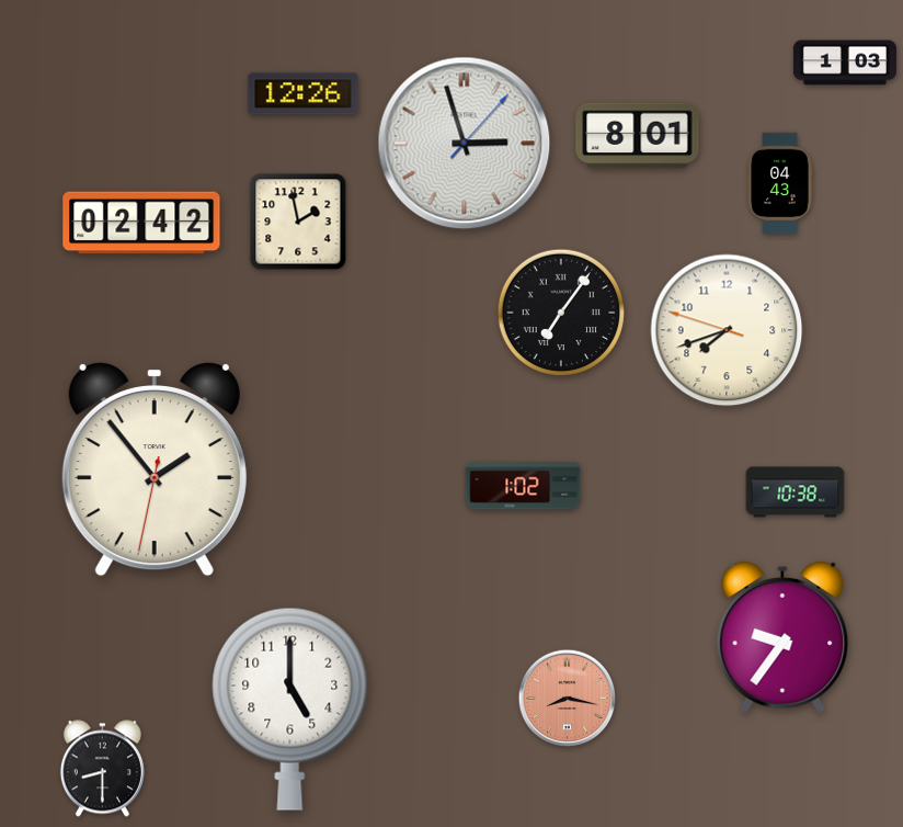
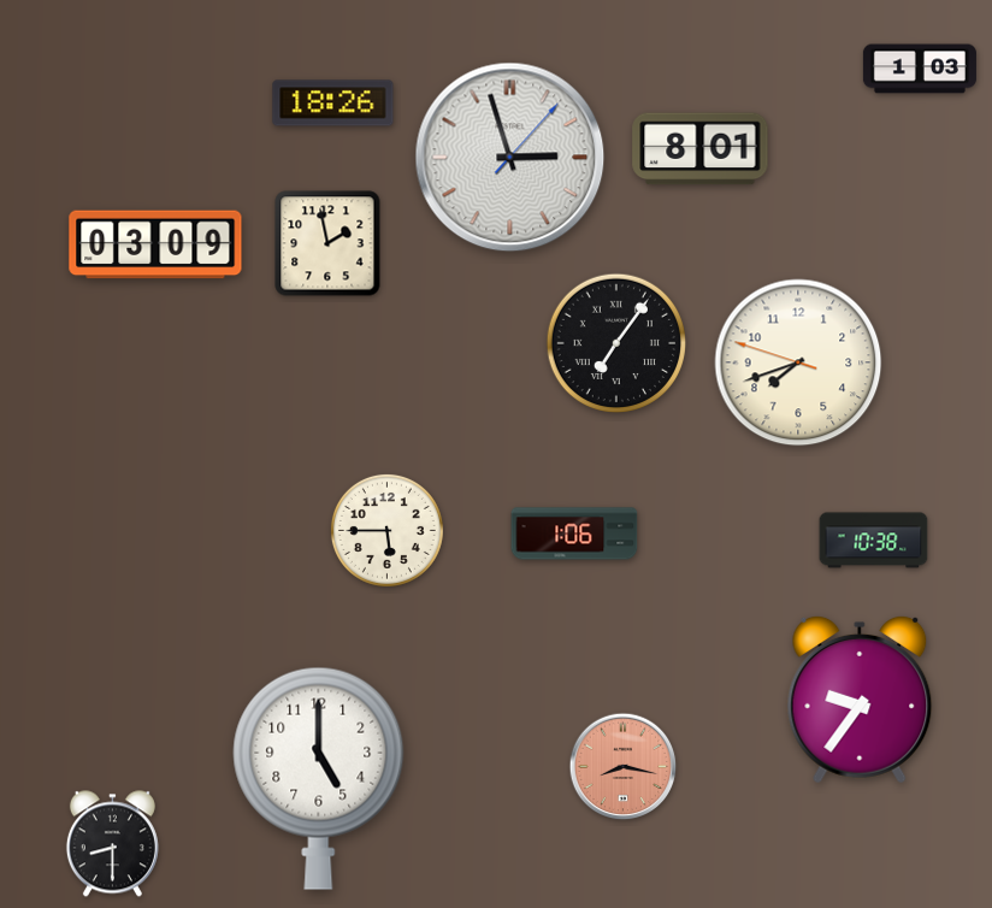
clock at (845, 63) position: (845, 63) -> (920, 69)
clock at (304, 94): 12:26 -> 18:26
clock at (780, 183): 04:43 -> none
clock at (141, 223): 02:42 -> 03:09
clock at (155, 469): 1:53 -> none
clock at (386, 530): none -> 5:45
clock at (523, 486): 1:02 -> 1:06
